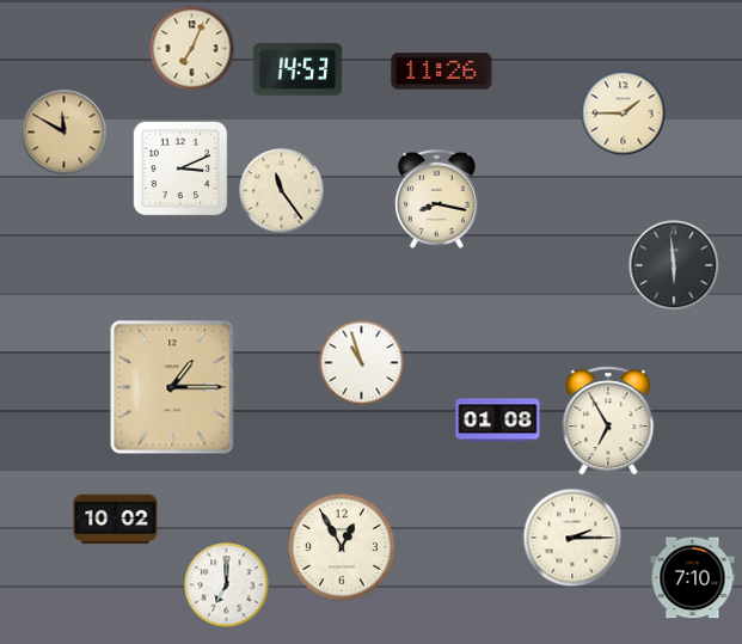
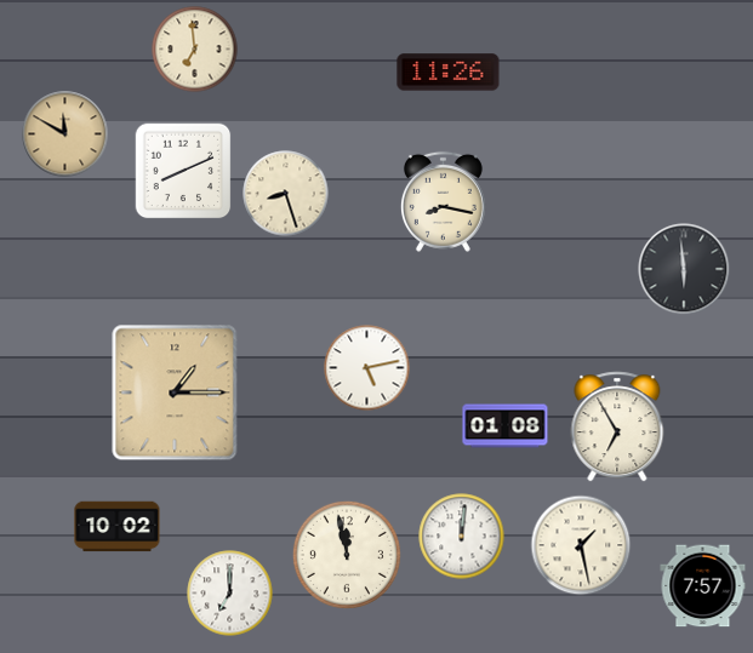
clock at (192, 49): 7:04 -> 6:59
clock at (298, 70): 14:53 -> none
clock at (624, 114): 1:45 -> none
clock at (180, 168): 3:11 -> 8:11
clock at (282, 191): 11:24 -> 8:27
clock at (362, 363): 10:57 -> 5:13
clock at (462, 537): none -> 12:01
clock at (572, 538): 2:15 -> 1:28
clock at (342, 547): 12:55 -> 11:58
clock at (693, 578): 7:10 -> 7:57
